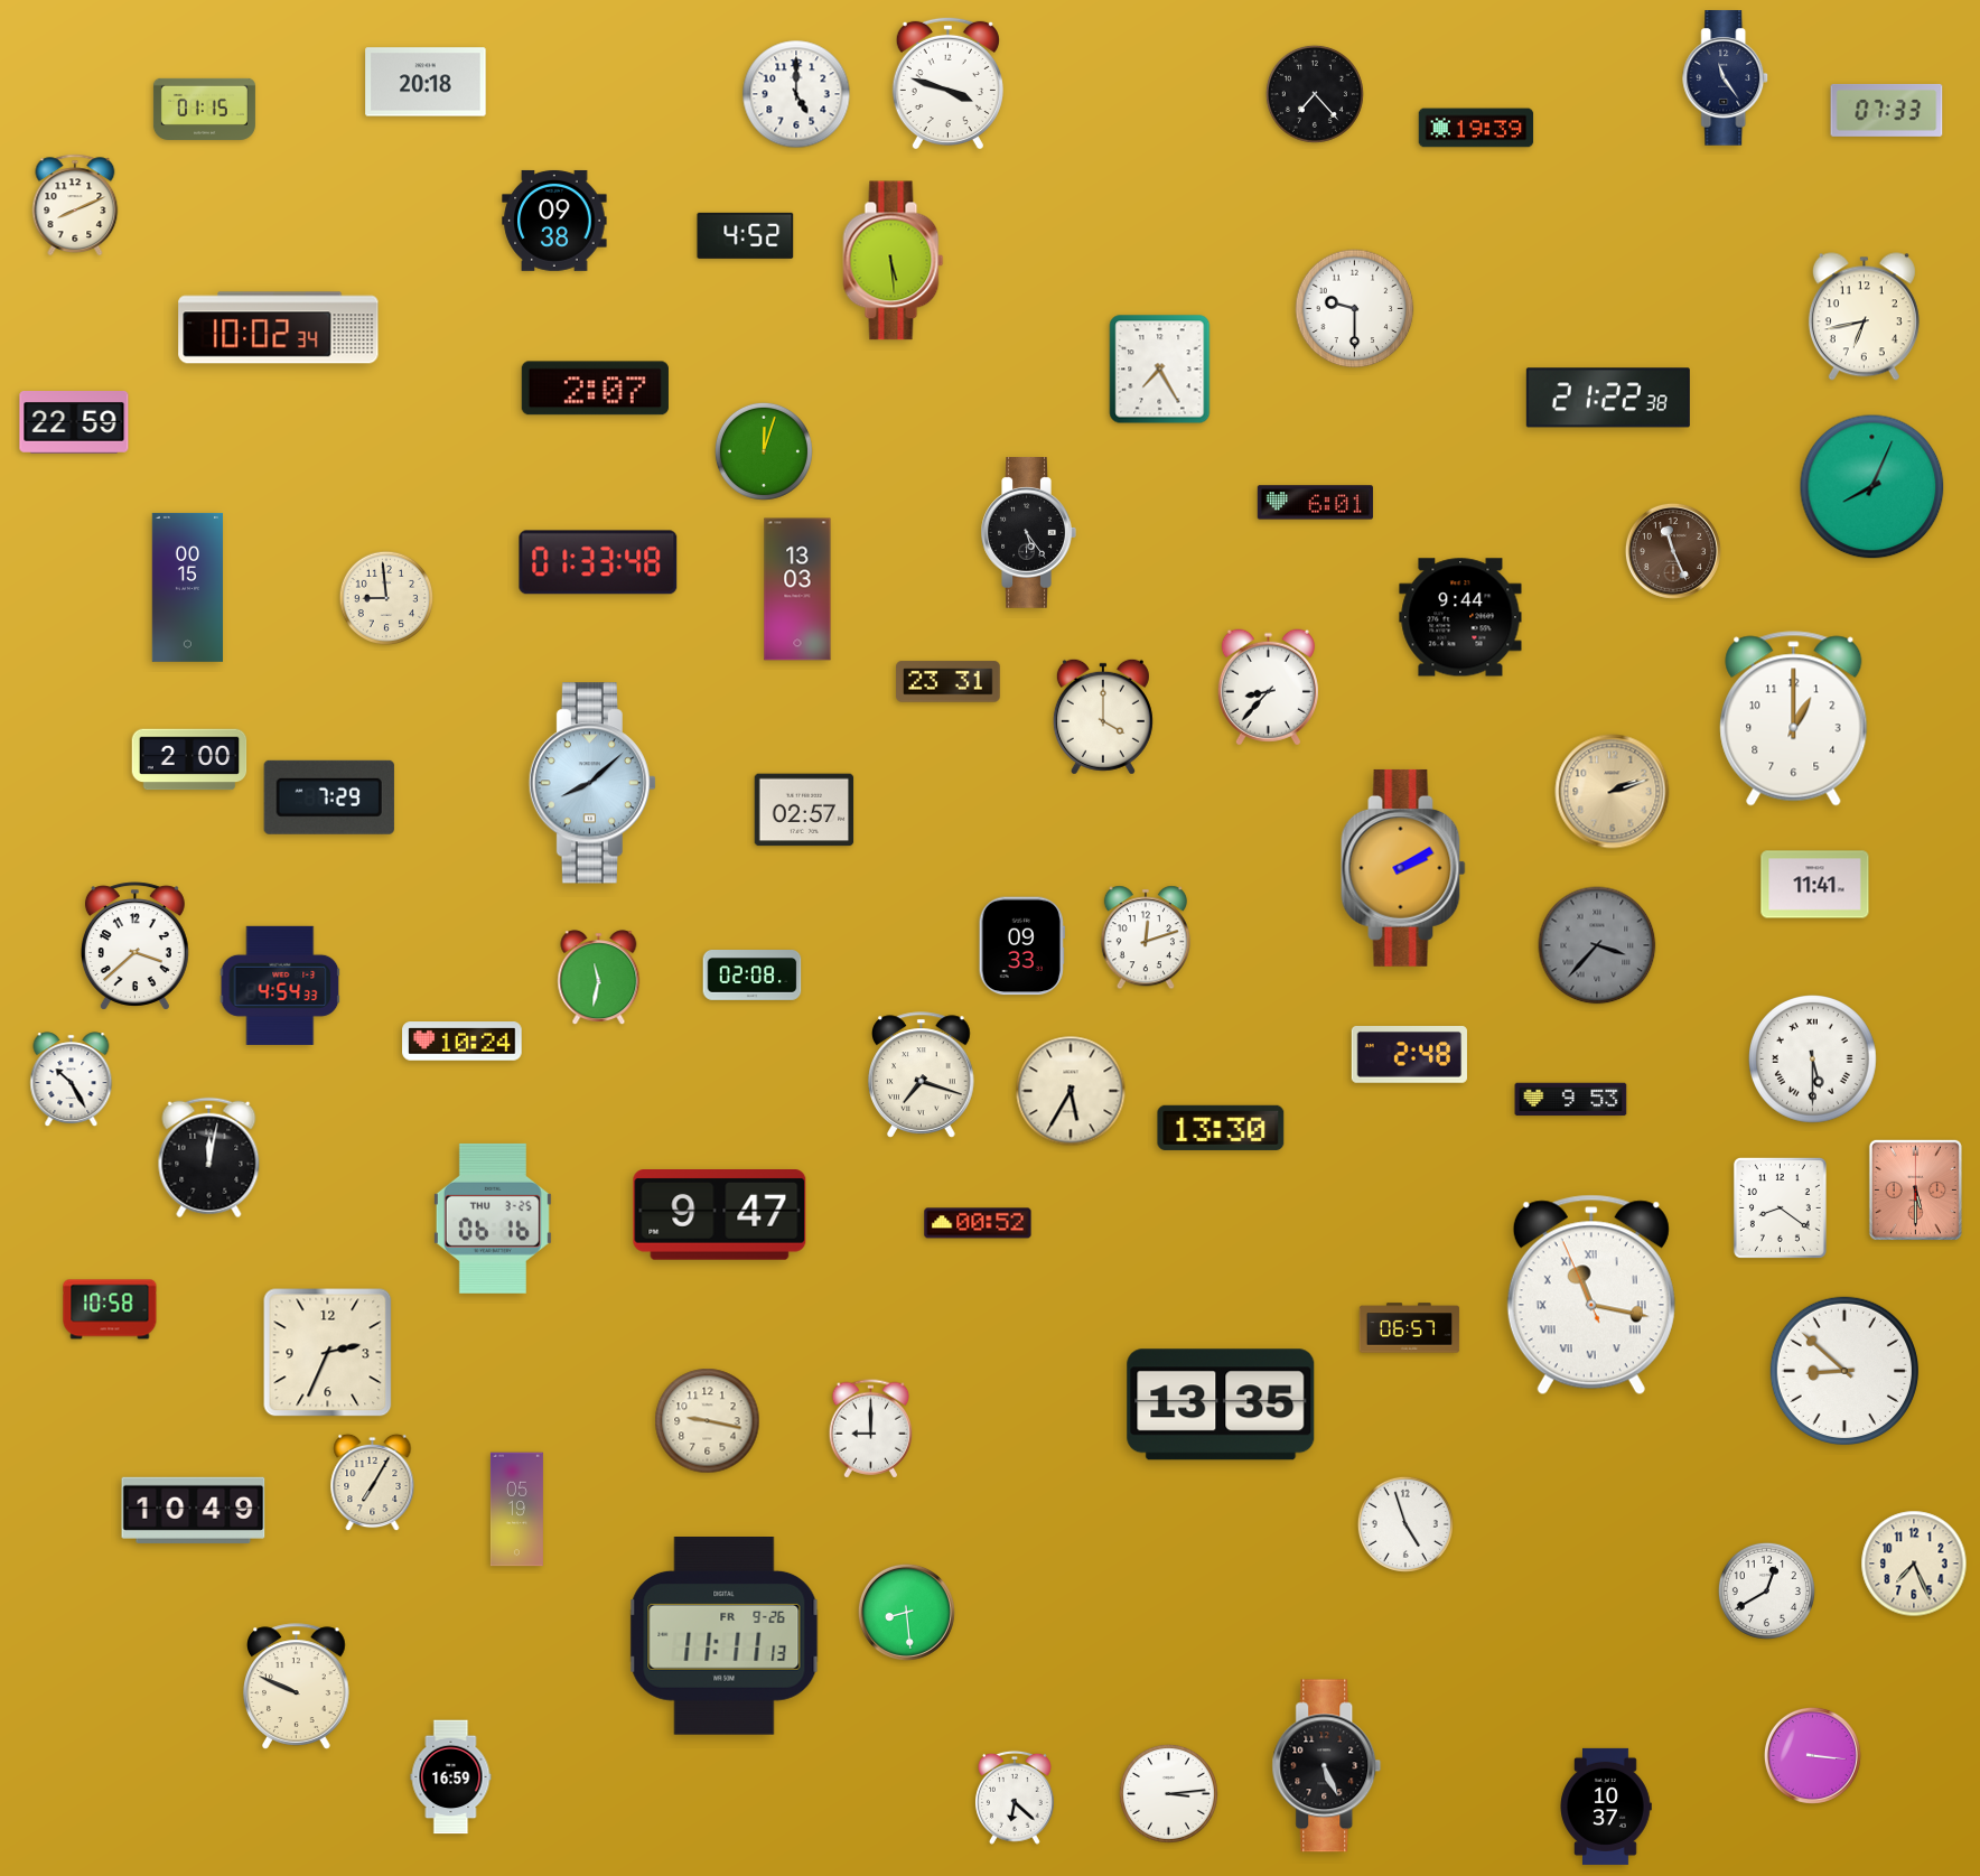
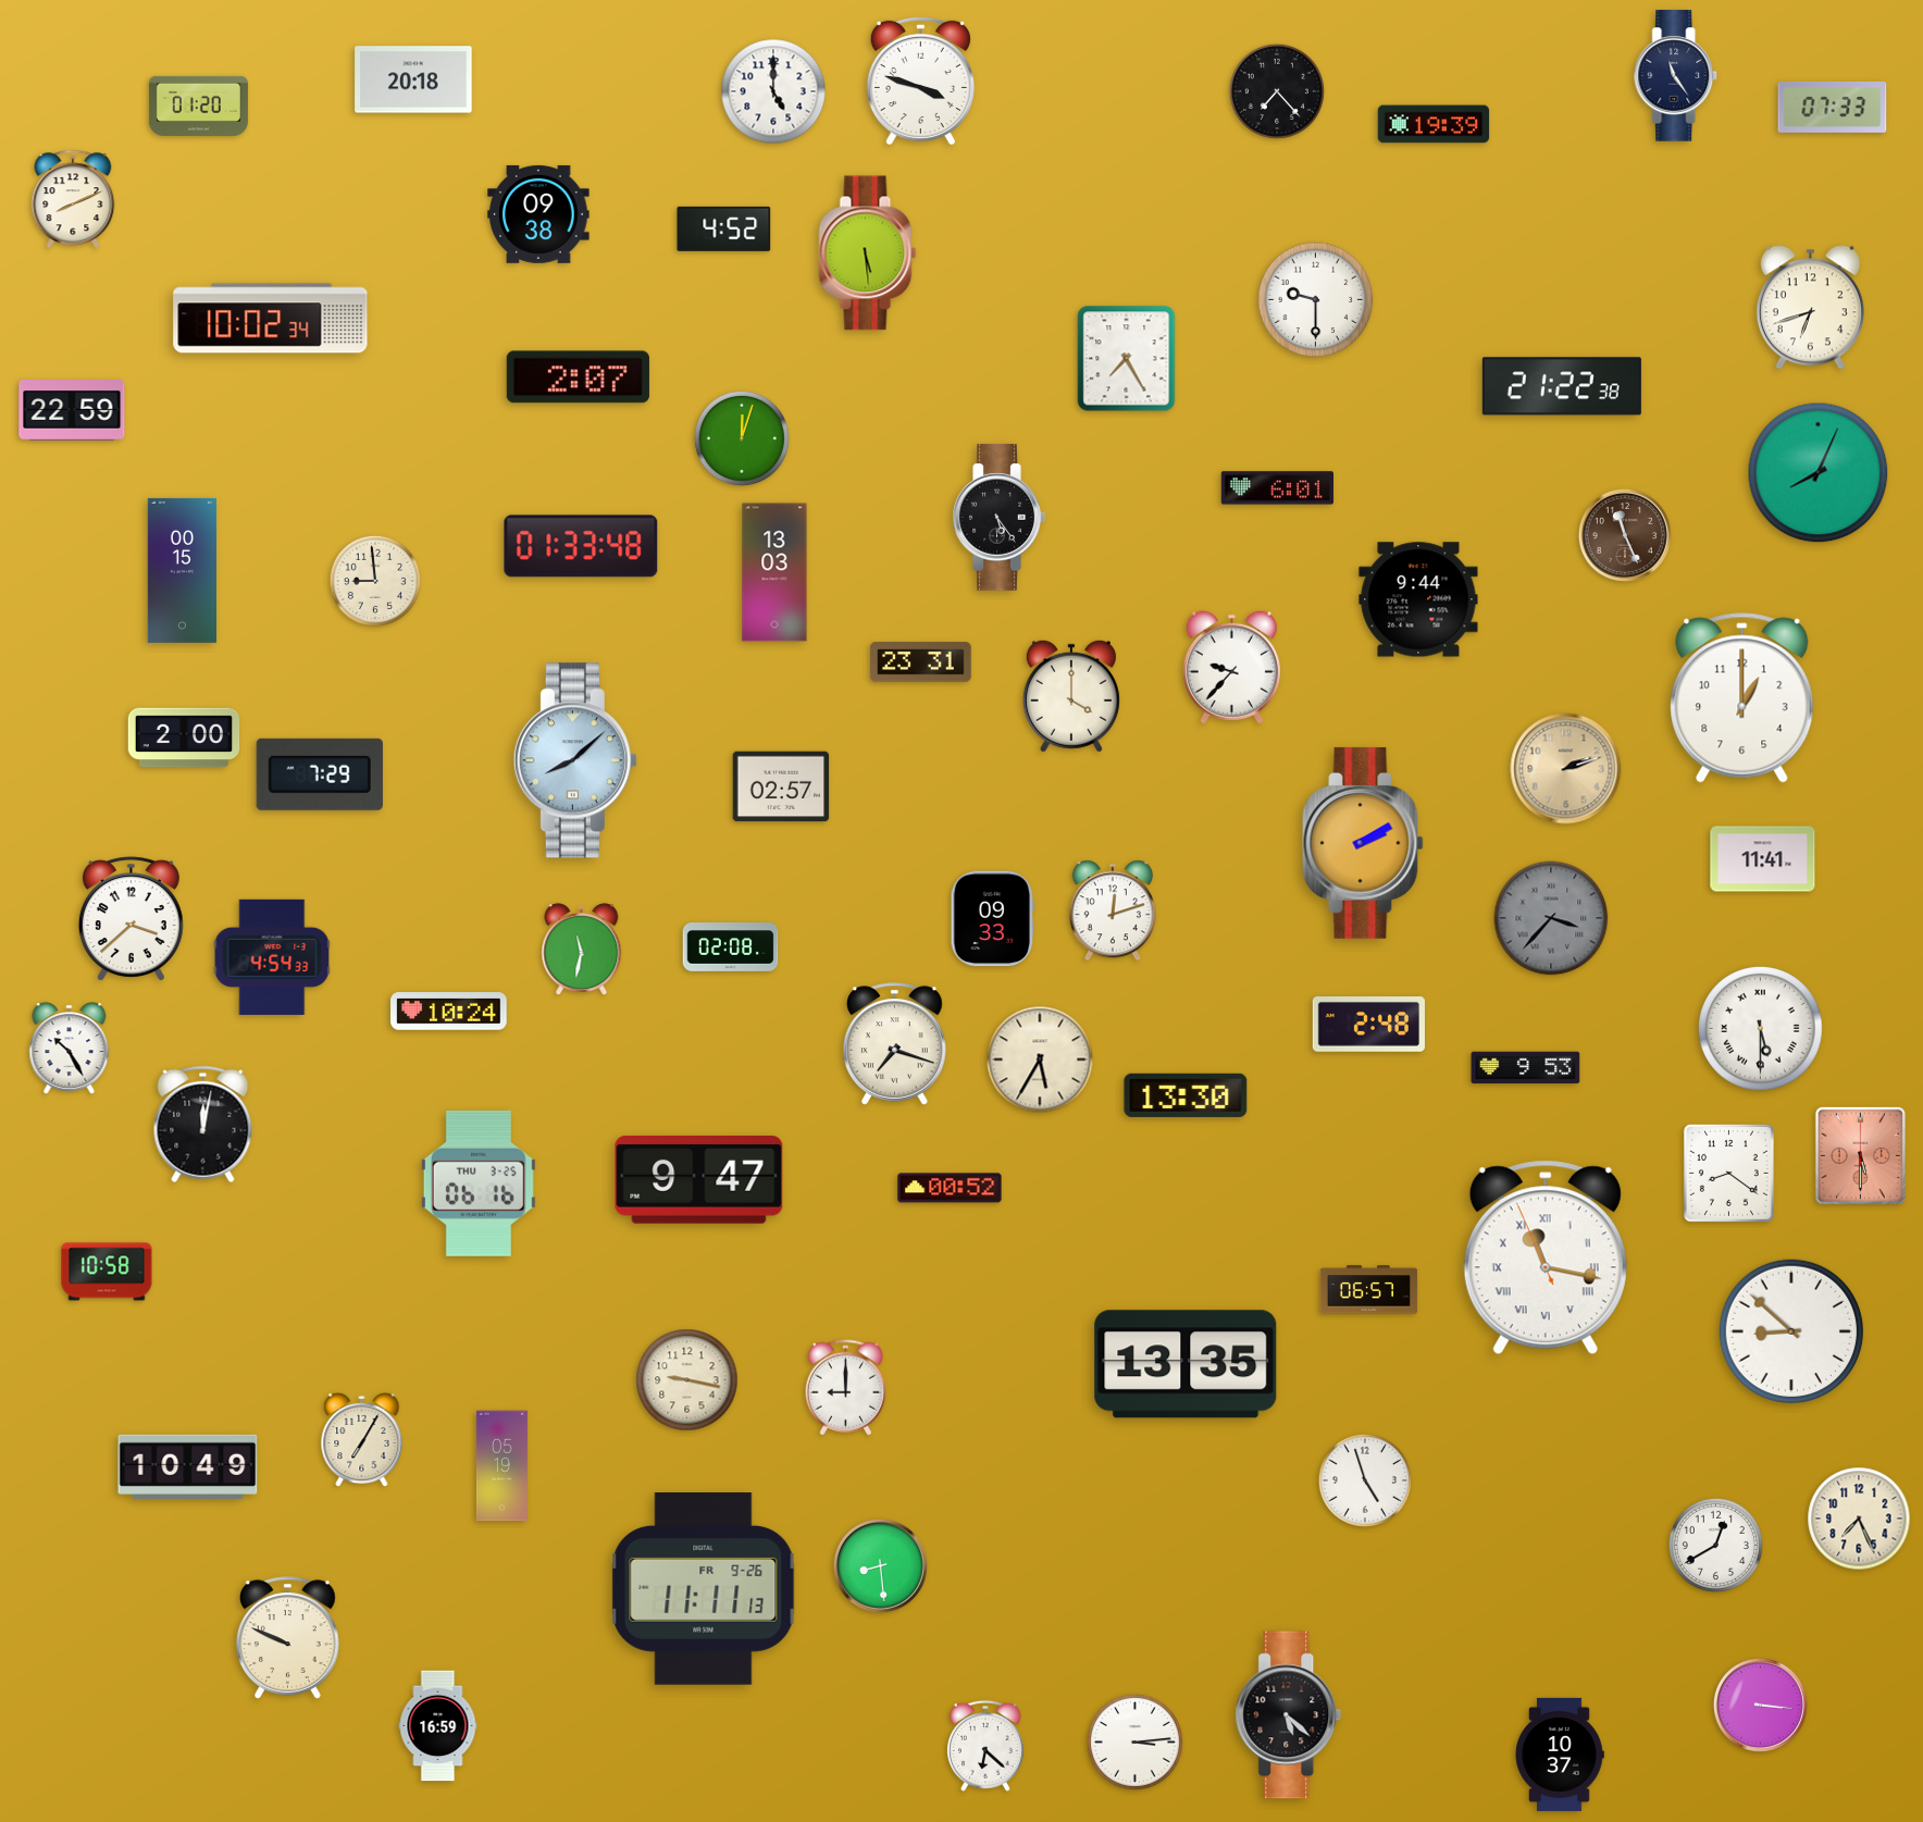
clock at (204, 109): 01:15 -> 01:20
clock at (1864, 317): 6:43 -> 6:42
clock at (1268, 688): 8:37 -> 9:37
clock at (328, 1353): 2:34 -> none
clock at (1327, 1766): 5:26 -> 5:22
